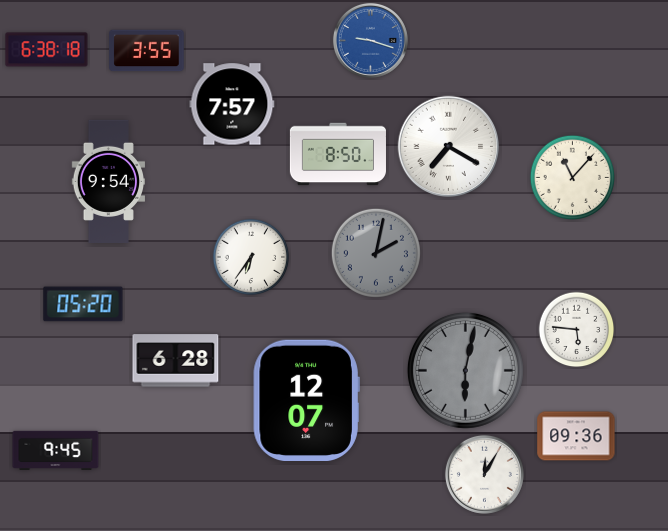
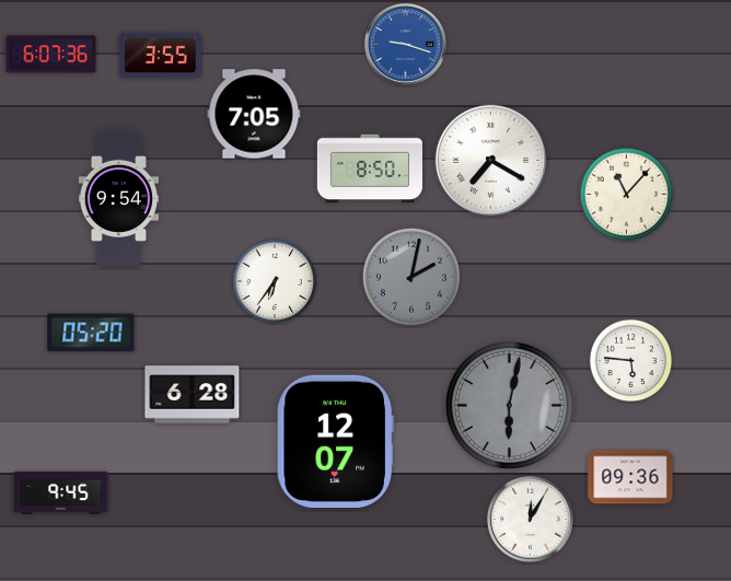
clock at (47, 50): 6:38 -> 6:07
clock at (232, 104): 7:57 -> 7:05
clock at (306, 400) position: (306, 400) -> (335, 441)
